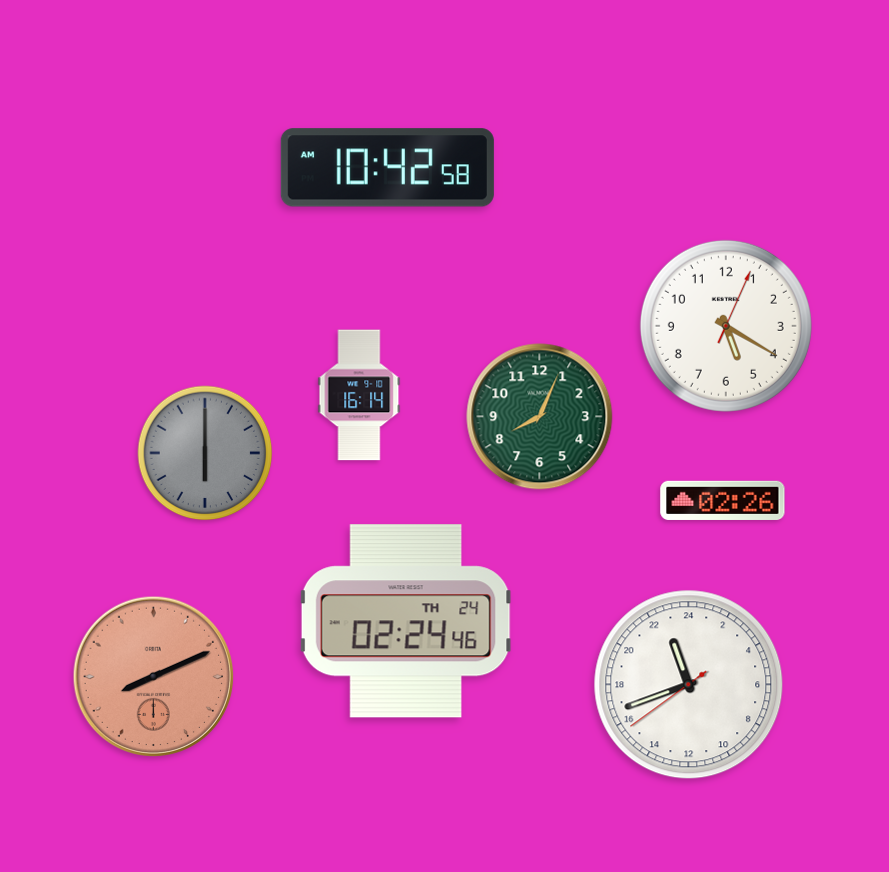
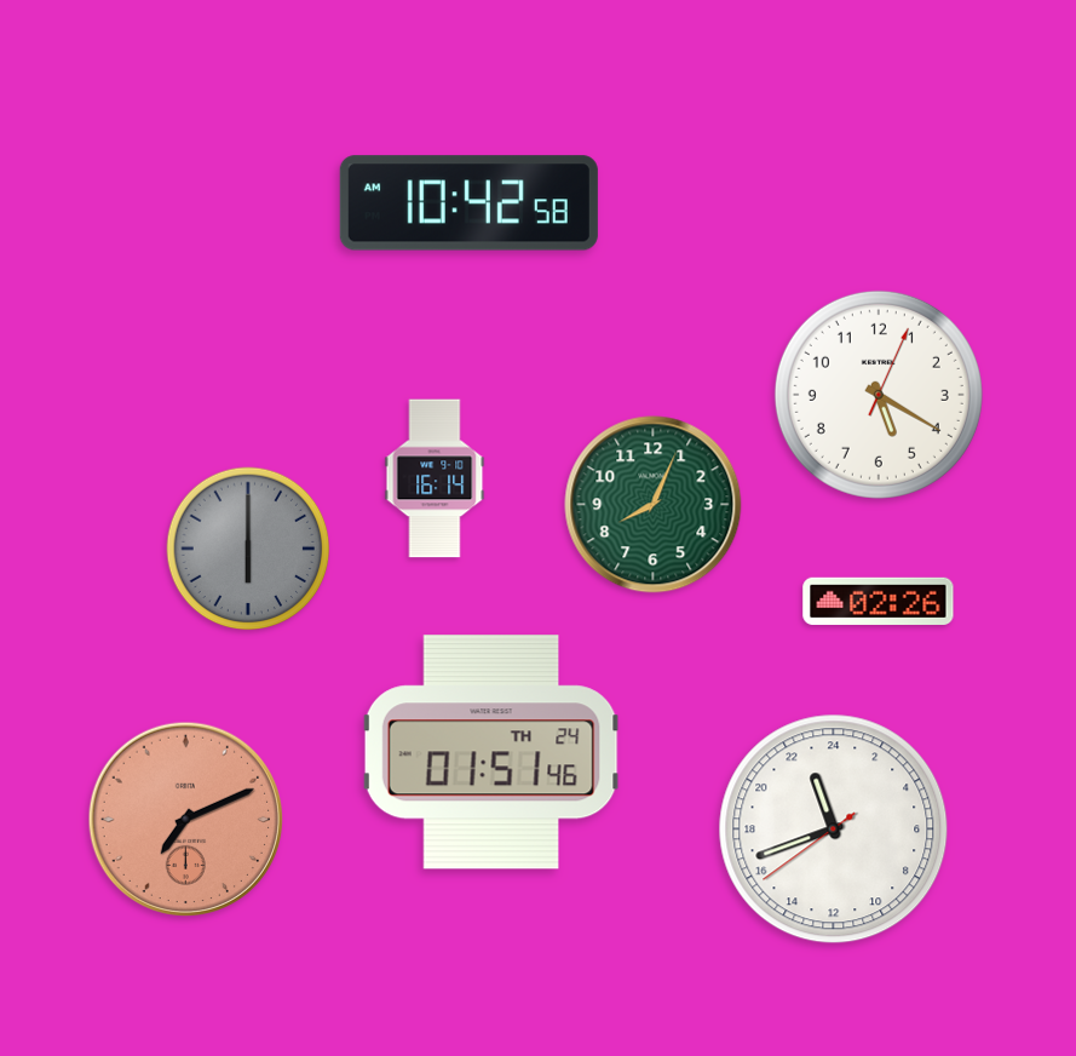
clock at (723, 500) position: (723, 500) -> (879, 601)
clock at (406, 621): 02:24 -> 01:51
clock at (153, 676): 8:11 -> 7:11
